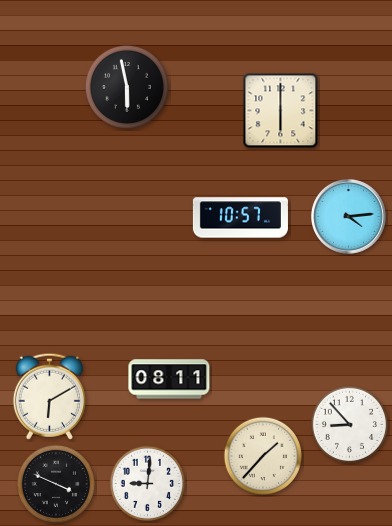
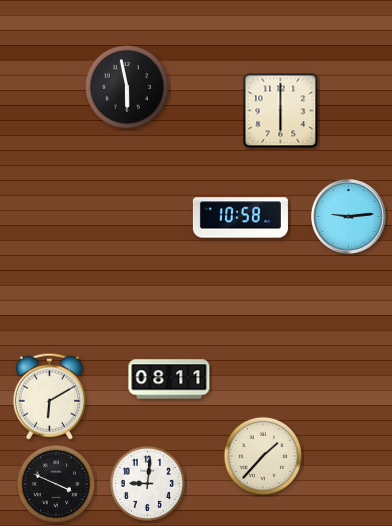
clock at (349, 217): 4:14 -> 9:14
clock at (240, 218): 10:57 -> 10:58
clock at (349, 424): 8:53 -> none
